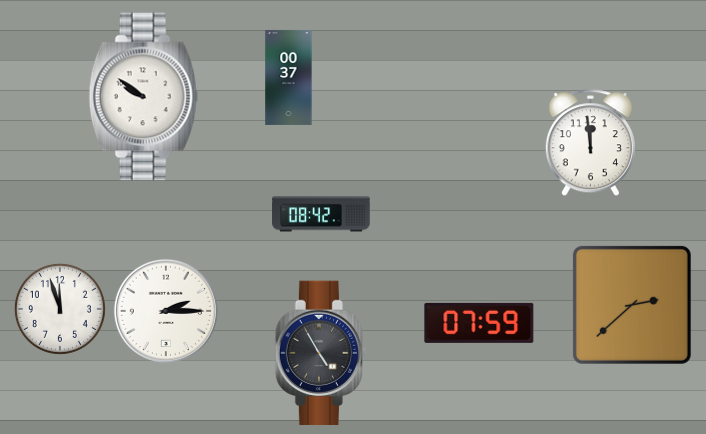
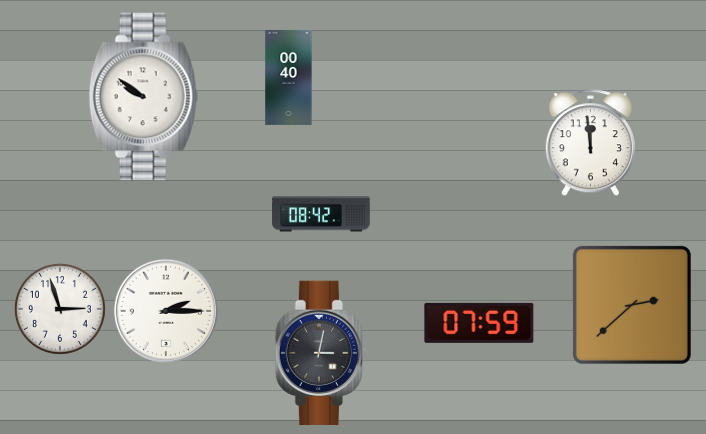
clock at (289, 77): 00:37 -> 00:40
clock at (60, 309): 11:57 -> 2:57
clock at (320, 353): 4:55 -> 3:02
